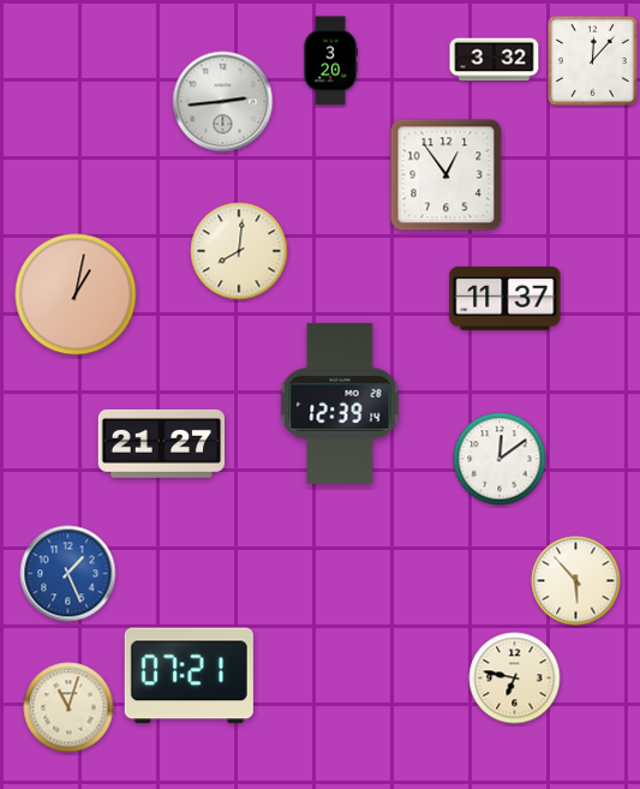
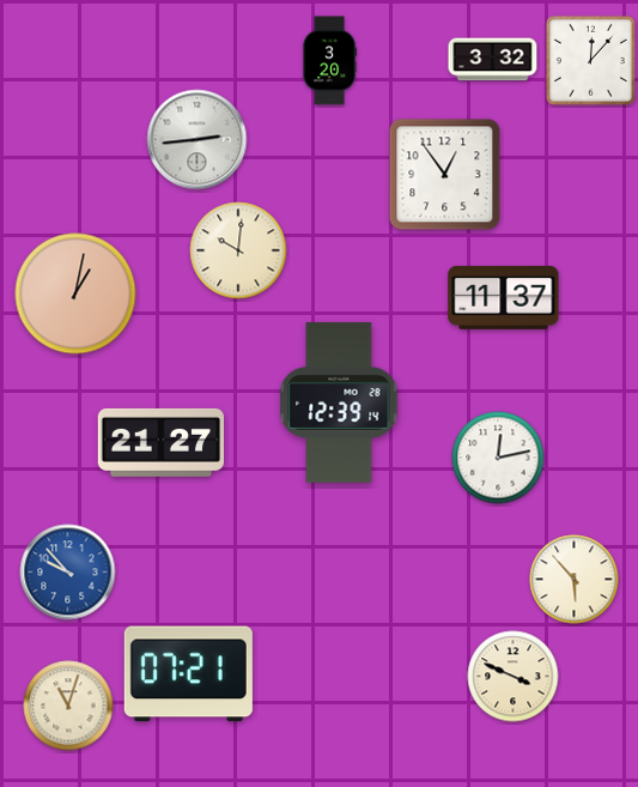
clock at (223, 102) position: (223, 102) -> (198, 140)
clock at (239, 251): 8:01 -> 10:01
clock at (500, 459): 12:09 -> 12:13
clock at (68, 574): 1:26 -> 9:53
clock at (515, 679): 6:47 -> 3:49
